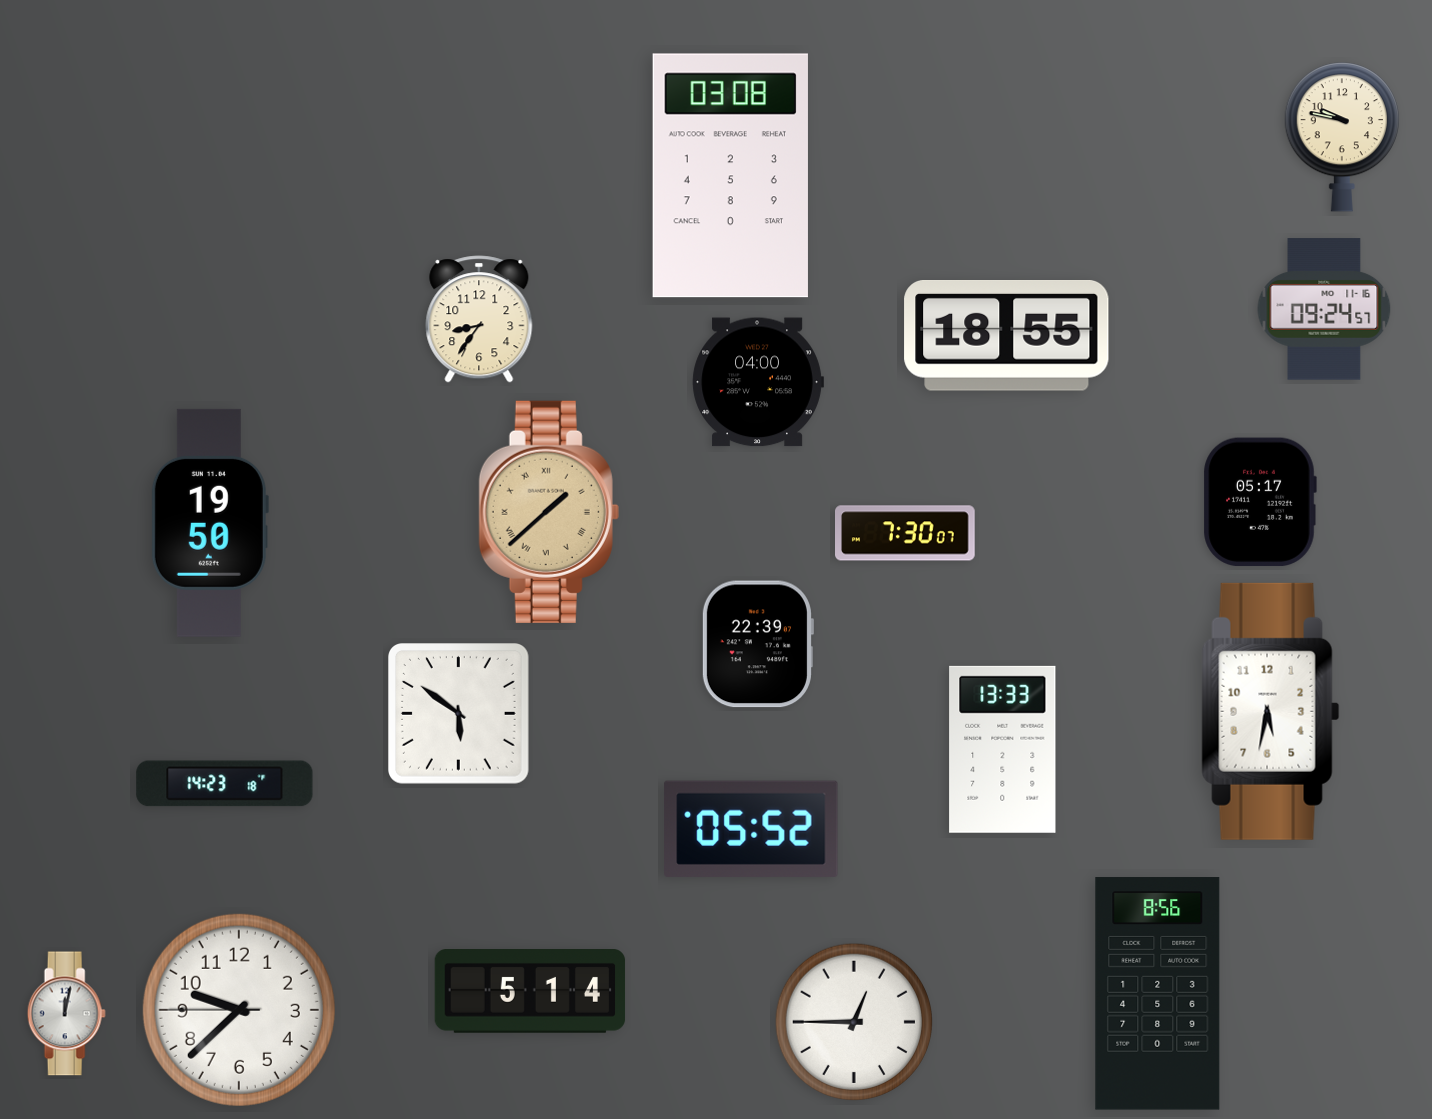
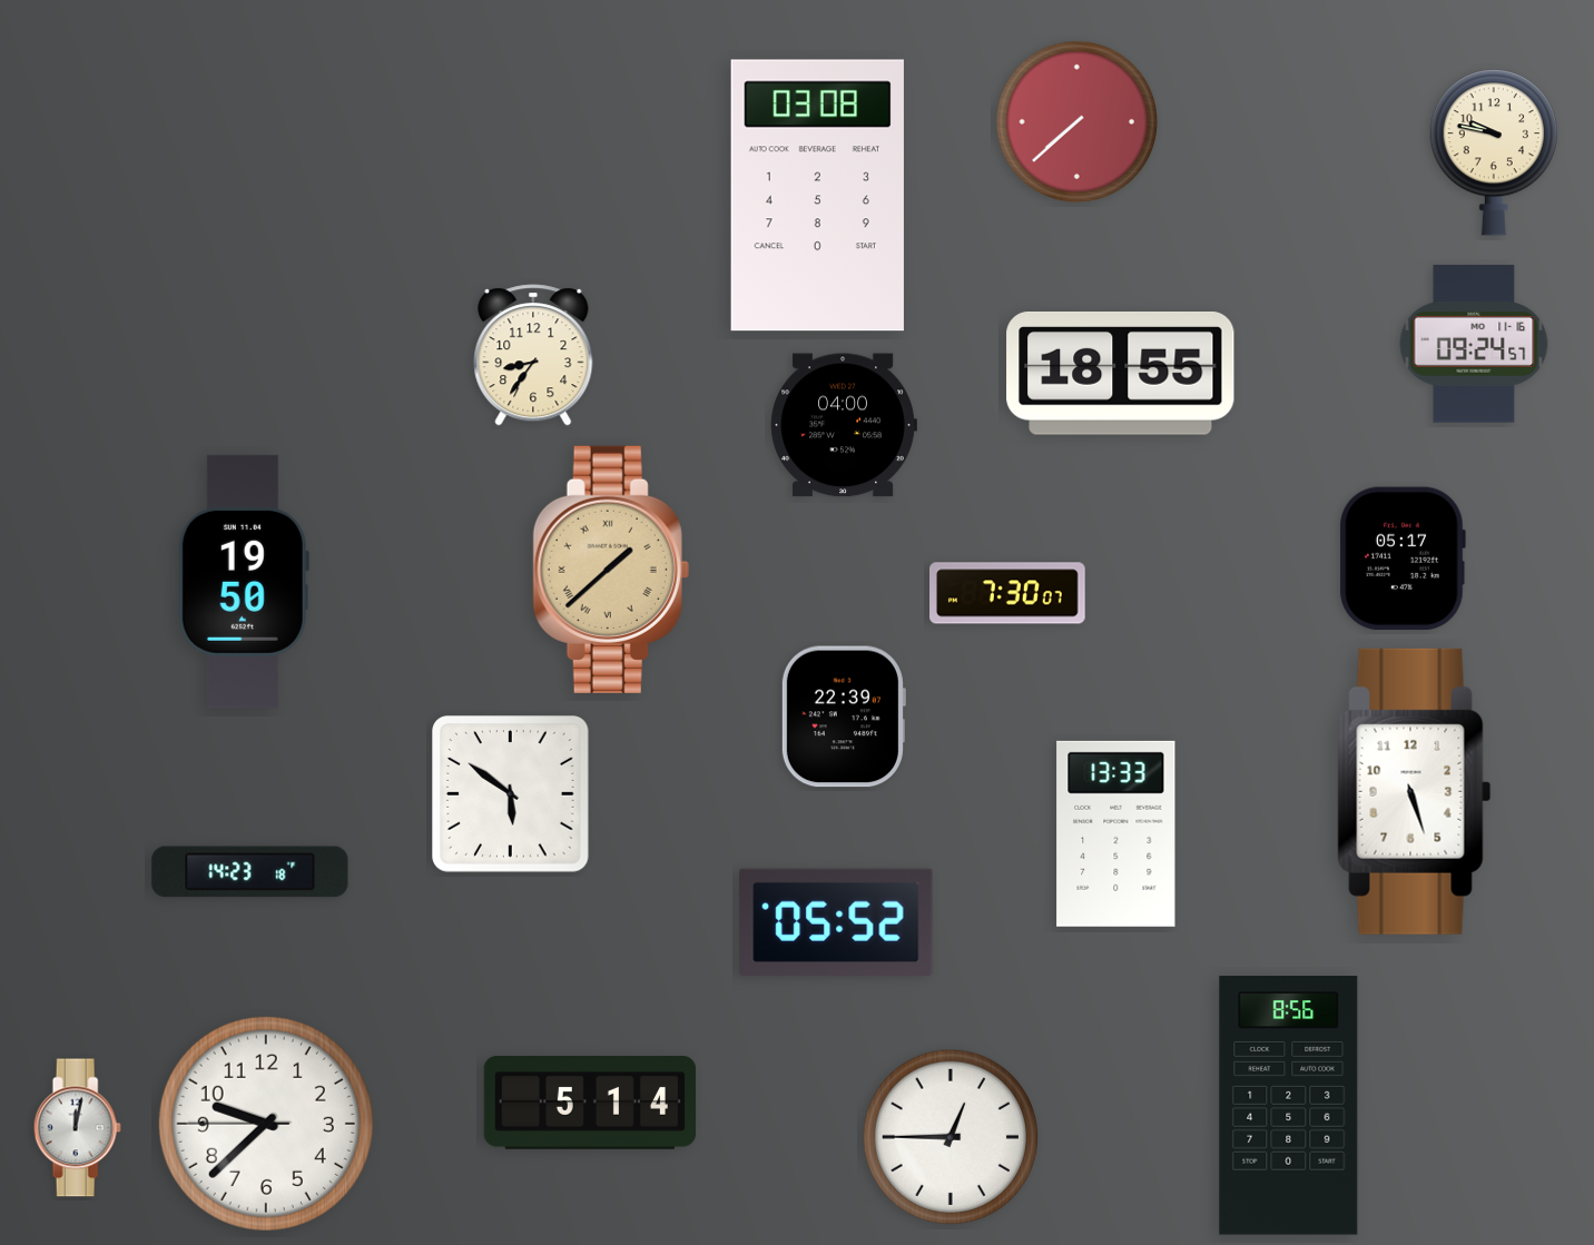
clock at (1078, 122): none -> 7:38
clock at (730, 176) position: (730, 176) -> (817, 196)
clock at (210, 523) position: (210, 523) -> (244, 582)
clock at (1271, 711): 5:32 -> 5:27
clock at (66, 1014) position: (66, 1014) -> (77, 1128)
